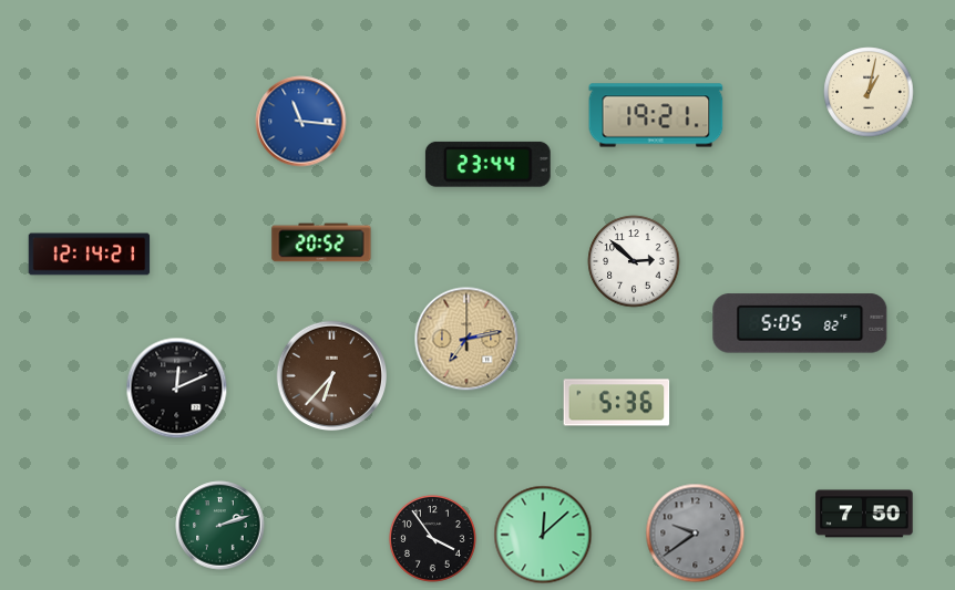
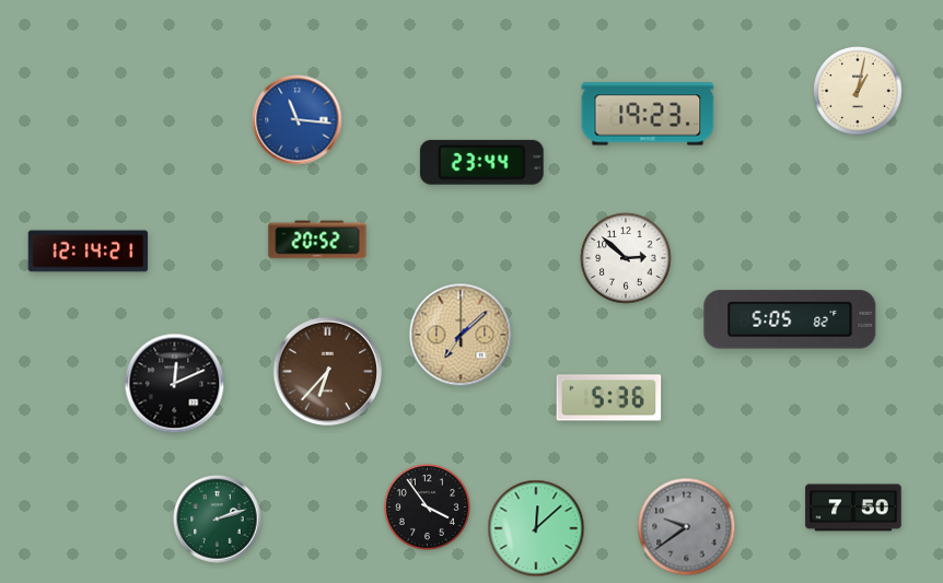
clock at (656, 115): 19:21 -> 19:23
clock at (466, 339): 7:13 -> 7:08
clock at (432, 538) position: (432, 538) -> (427, 506)
